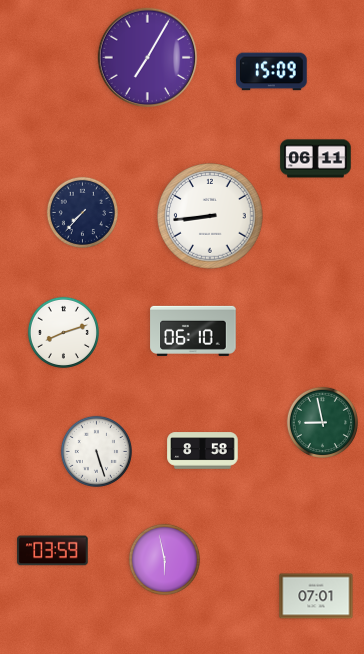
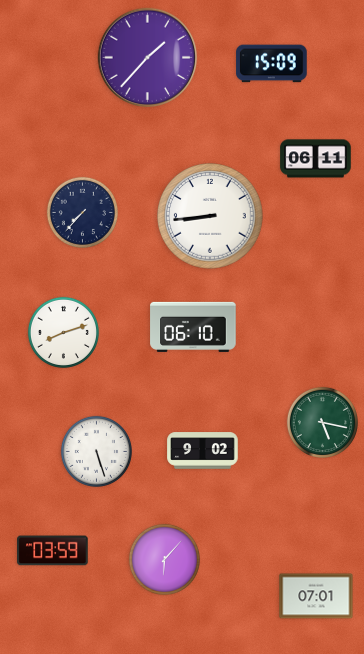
clock at (148, 58): 7:05 -> 1:37
clock at (272, 72) position: (272, 72) -> (272, 64)
clock at (193, 331) position: (193, 331) -> (193, 327)
clock at (322, 422): 8:58 -> 5:17
clock at (203, 451): 8:58 -> 9:02
clock at (164, 559): 5:58 -> 6:07
